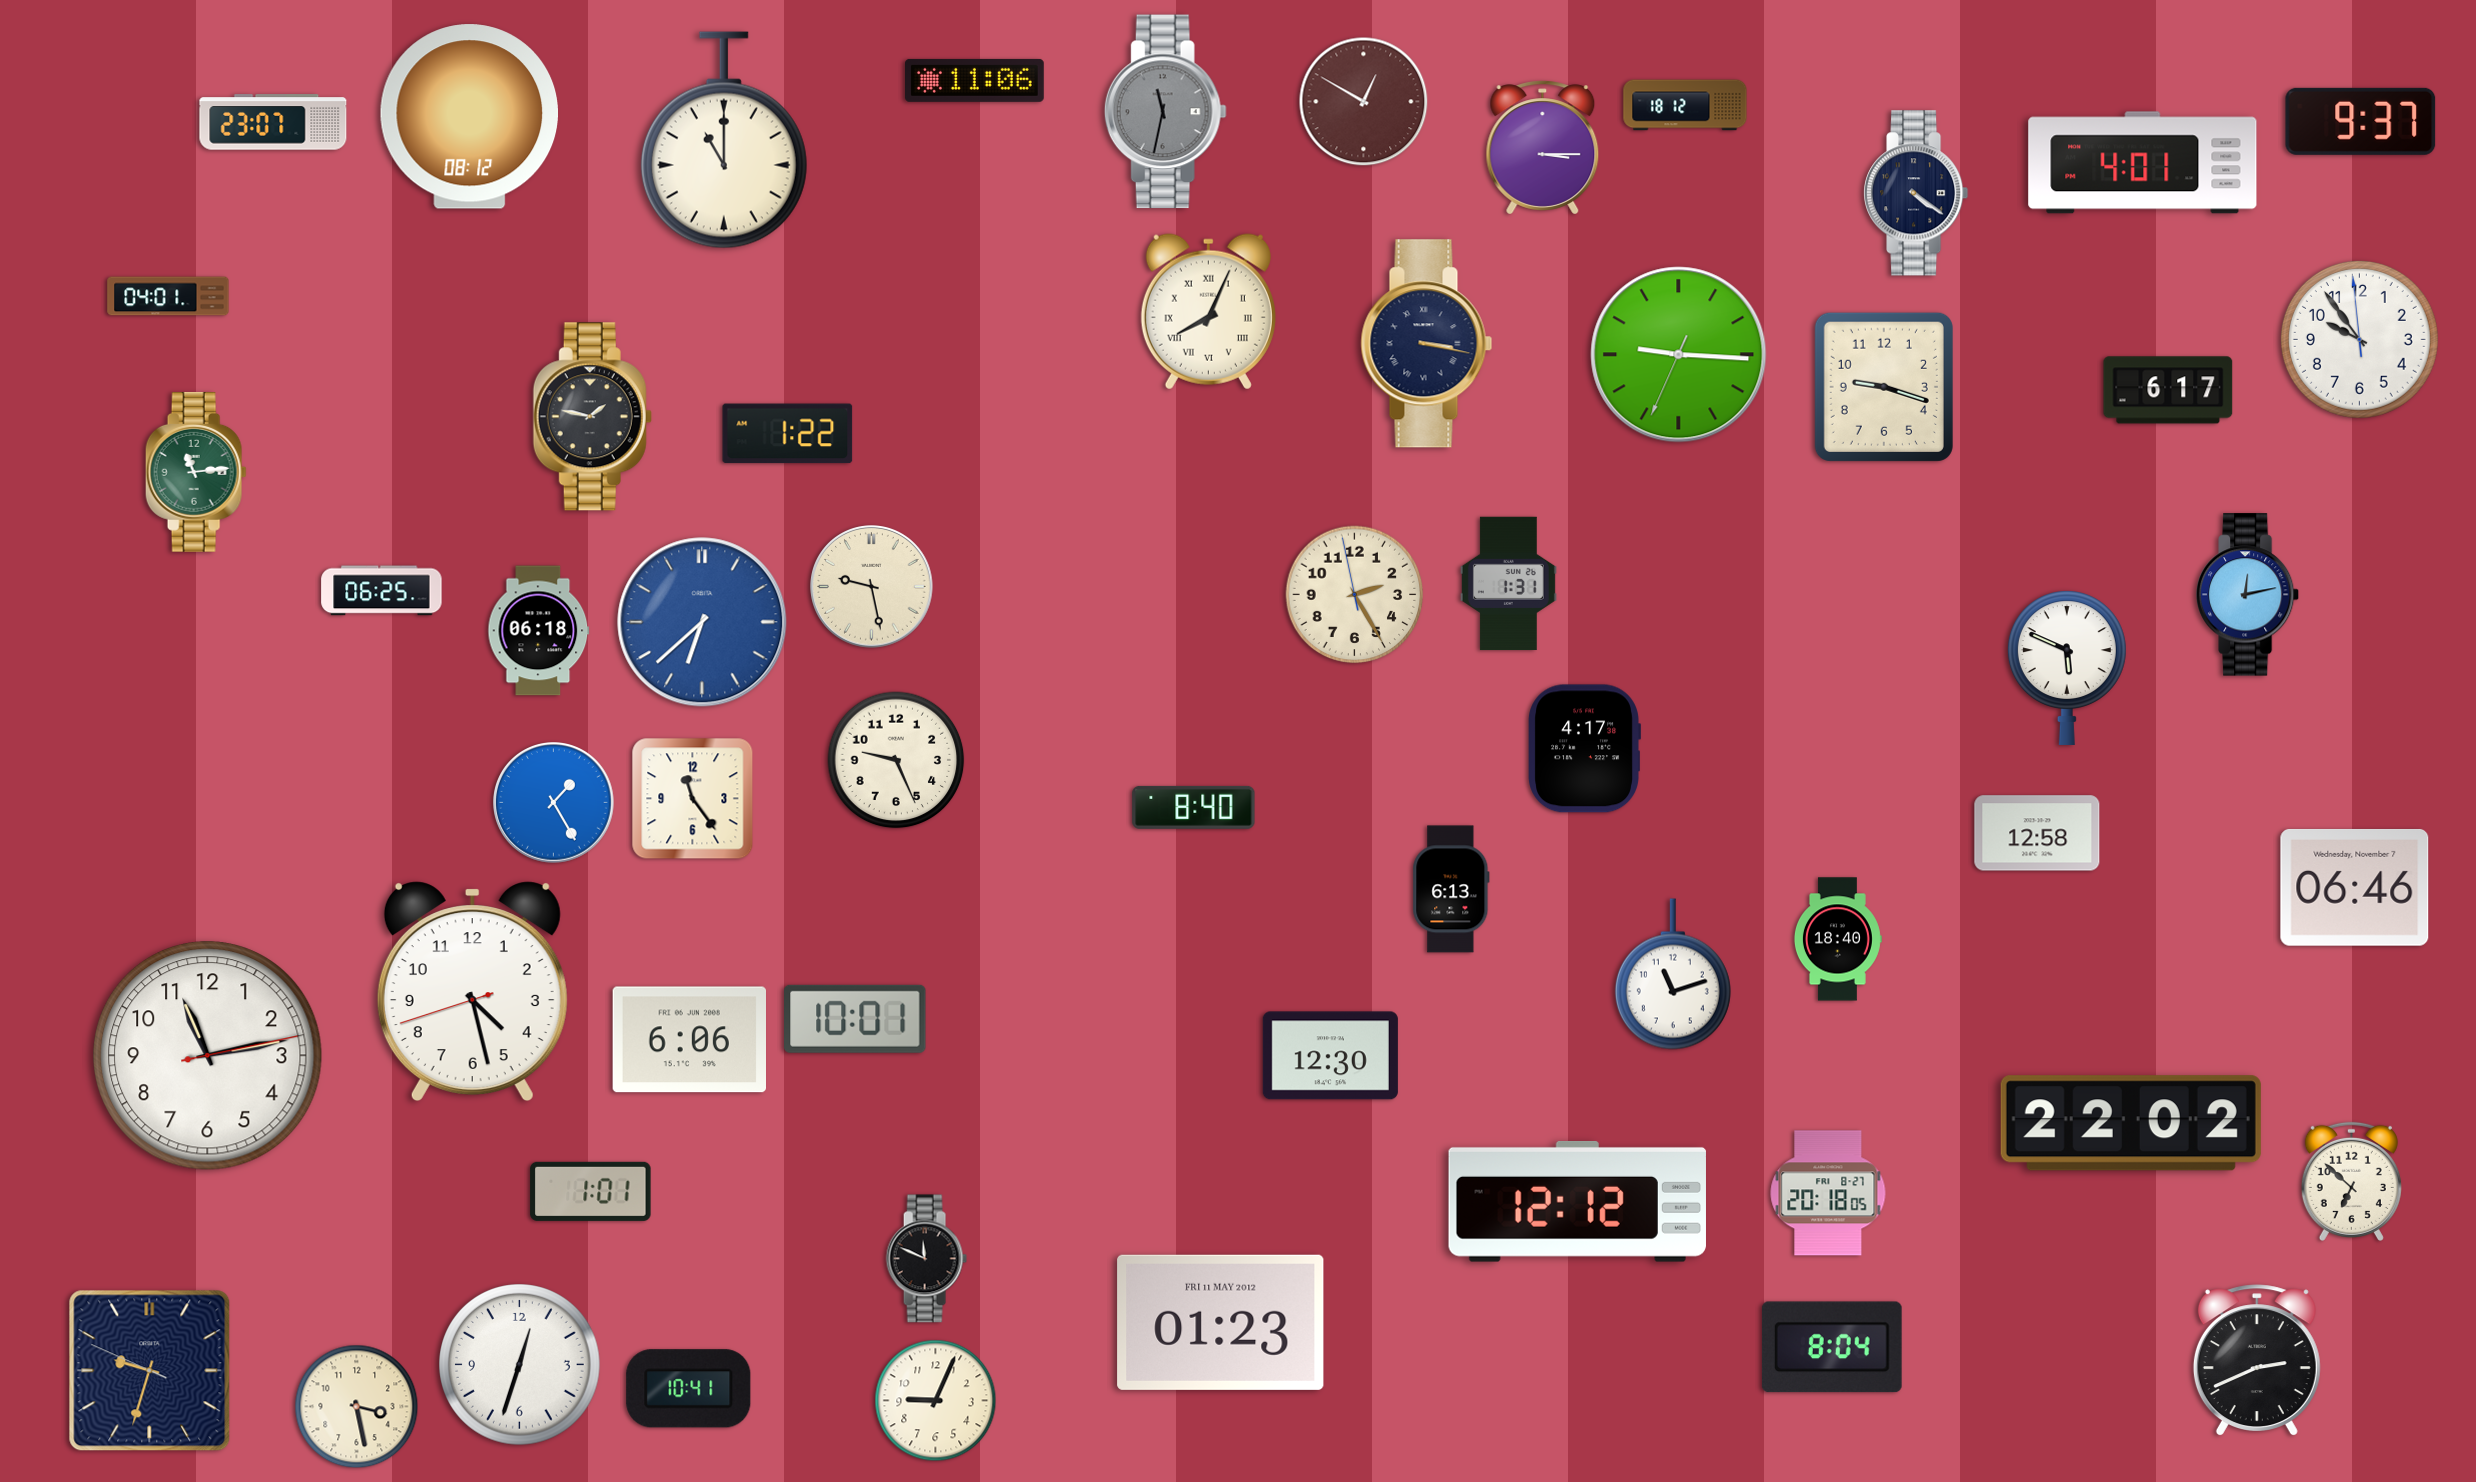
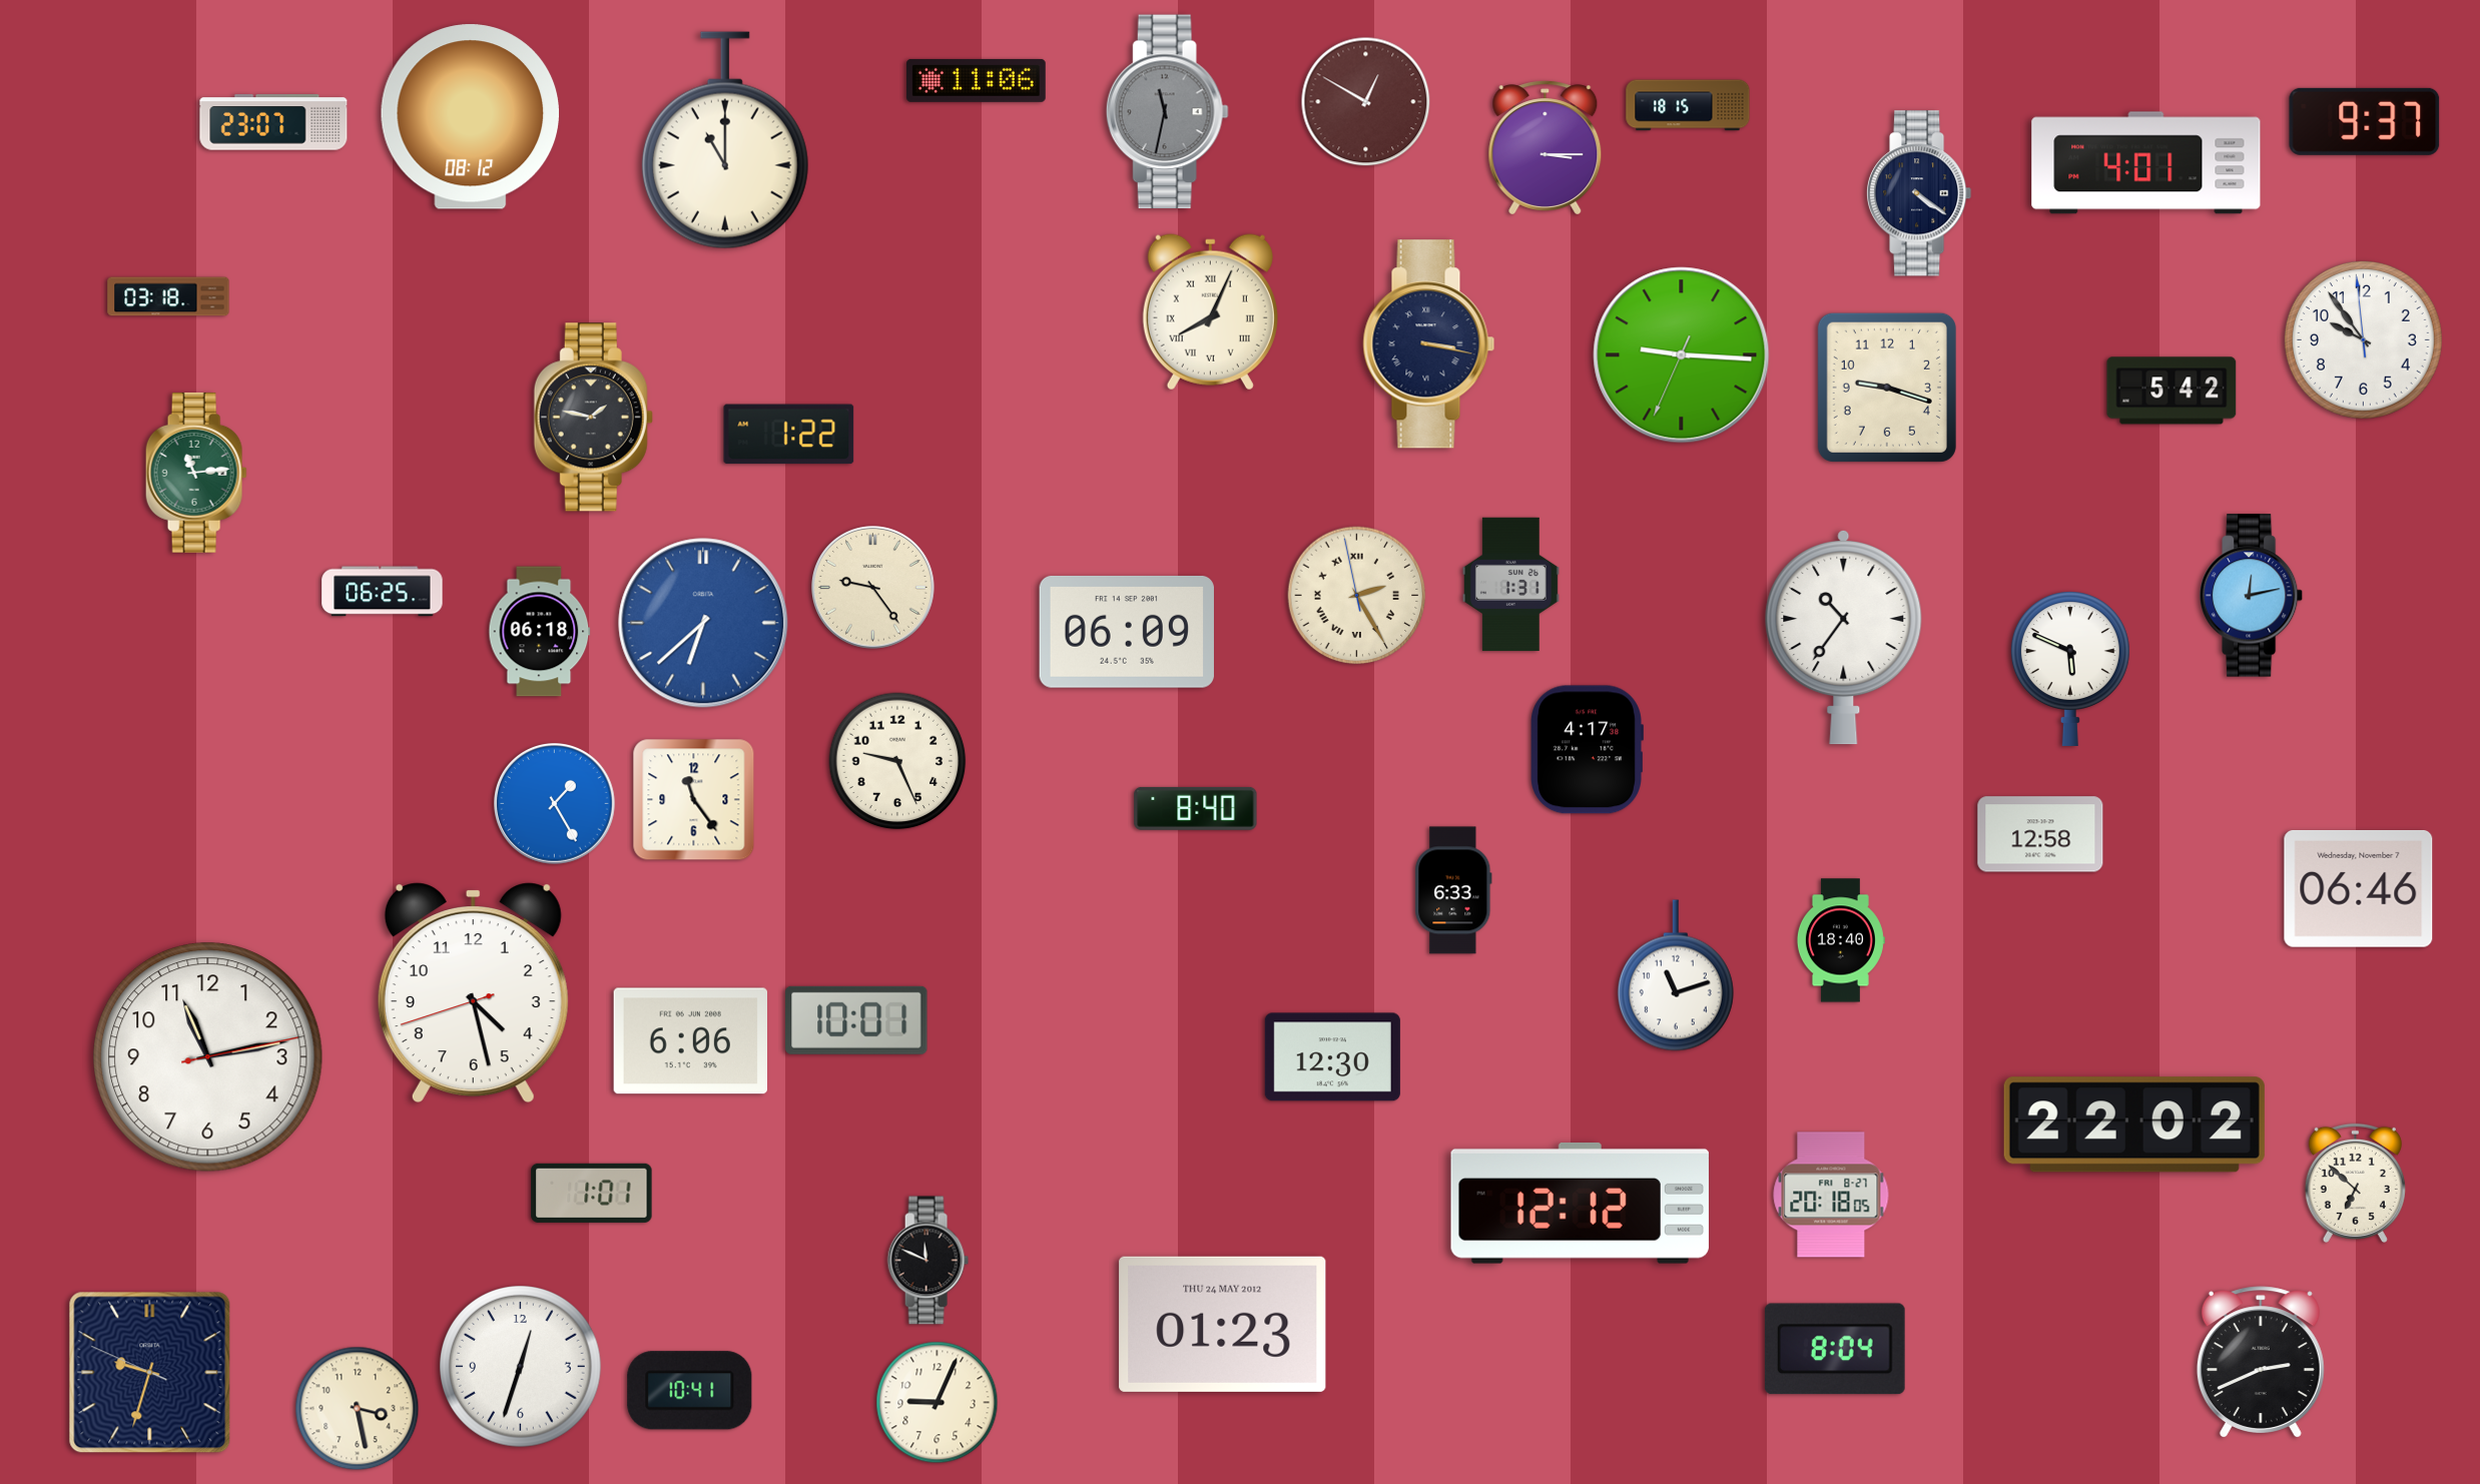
clock at (1685, 105): 18:12 -> 18:15
clock at (168, 296): 04:01 -> 03:18
clock at (2168, 390): 6:17 -> 5:42
clock at (872, 587): 9:28 -> 9:24
clock at (1355, 595) numerals: Arabic -> Roman
clock at (1126, 632): none -> 06:09
clock at (1844, 637): none -> 10:36
clock at (1451, 889): 6:13 -> 6:33
clock at (1221, 1322) date: FRI 11 MAY 2012 -> THU 24 MAY 2012
